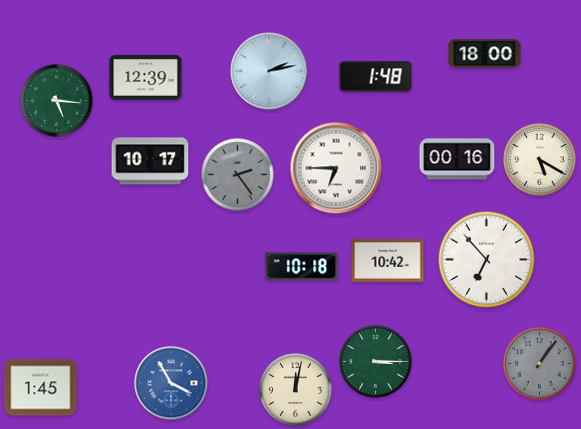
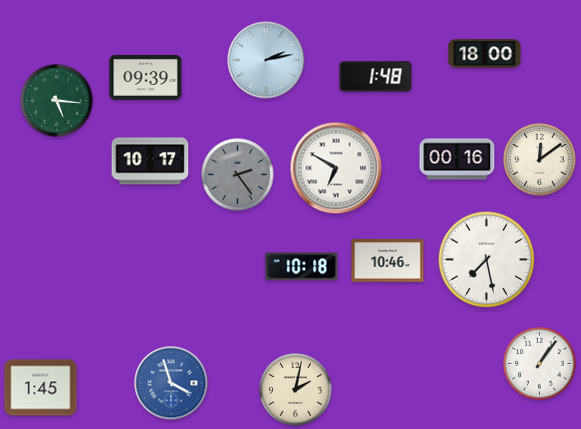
clock at (269, 71) position: (269, 71) -> (266, 60)
clock at (146, 77): 12:39 -> 09:39
clock at (540, 160): 5:20 -> 12:09
clock at (336, 168): 6:45 -> 6:50
clock at (487, 260): 6:53 -> 7:28
clock at (388, 261): 10:42 -> 10:46
clock at (376, 362): 3:15 -> none
clock at (540, 364) dial: grey -> white
clock at (171, 383): 3:55 -> 3:57
clock at (296, 390): 12:02 -> 2:02
